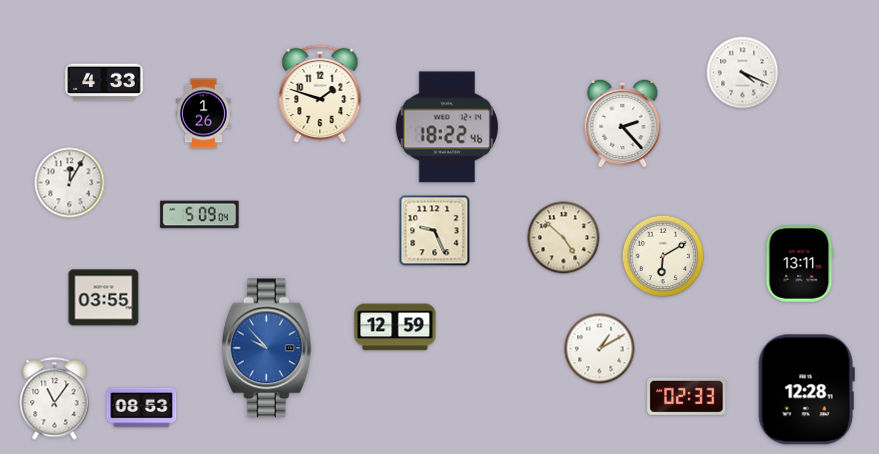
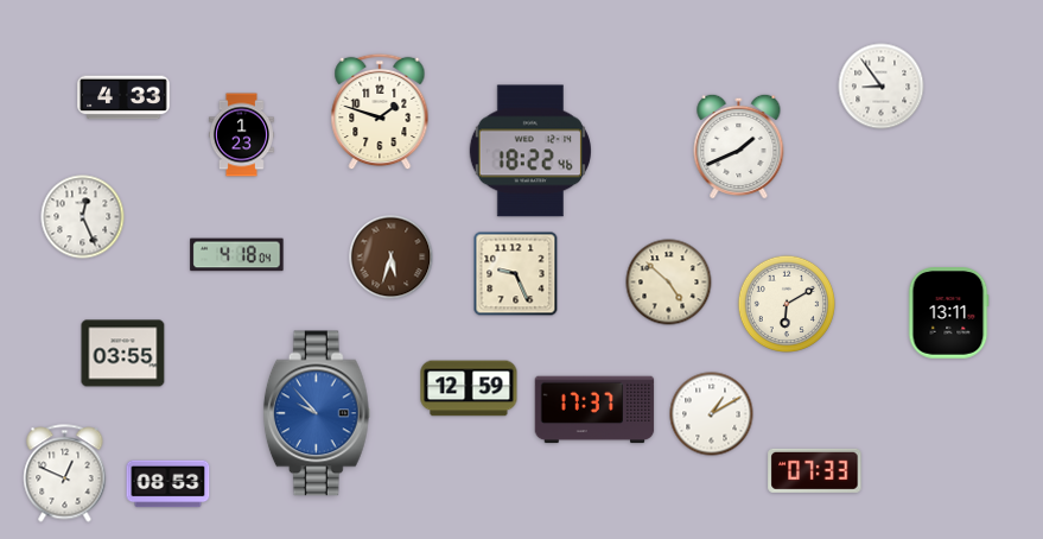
clock at (743, 73): 4:19 -> 8:54
clock at (203, 114): 1:26 -> 1:23
clock at (623, 123): 2:23 -> 1:41
clock at (70, 183): 12:05 -> 12:26
clock at (200, 215): 5:09 -> 4:18
clock at (392, 258): none -> 5:33
clock at (594, 410): none -> 17:37
clock at (806, 390): 12:28 -> none
clock at (687, 396): 02:33 -> 07:33
clock at (55, 399): 11:06 -> 12:49
